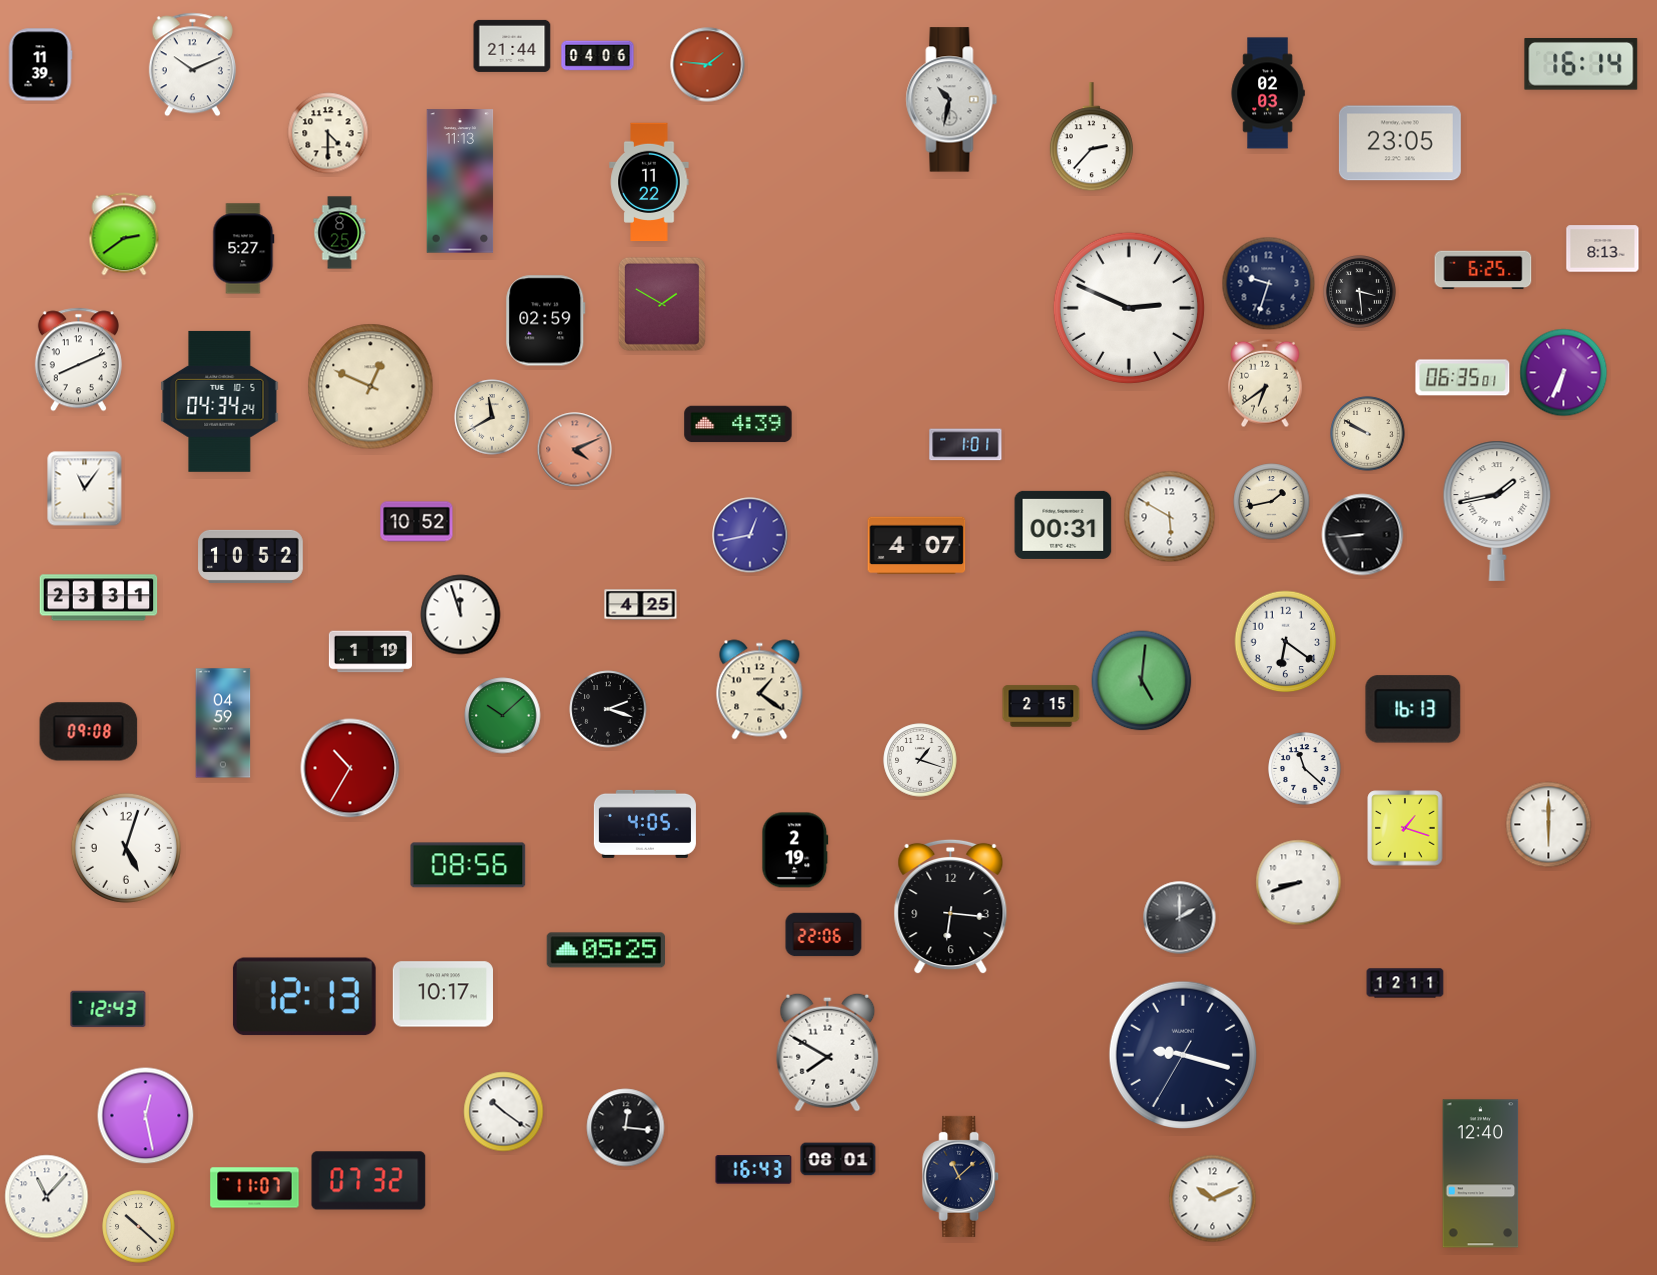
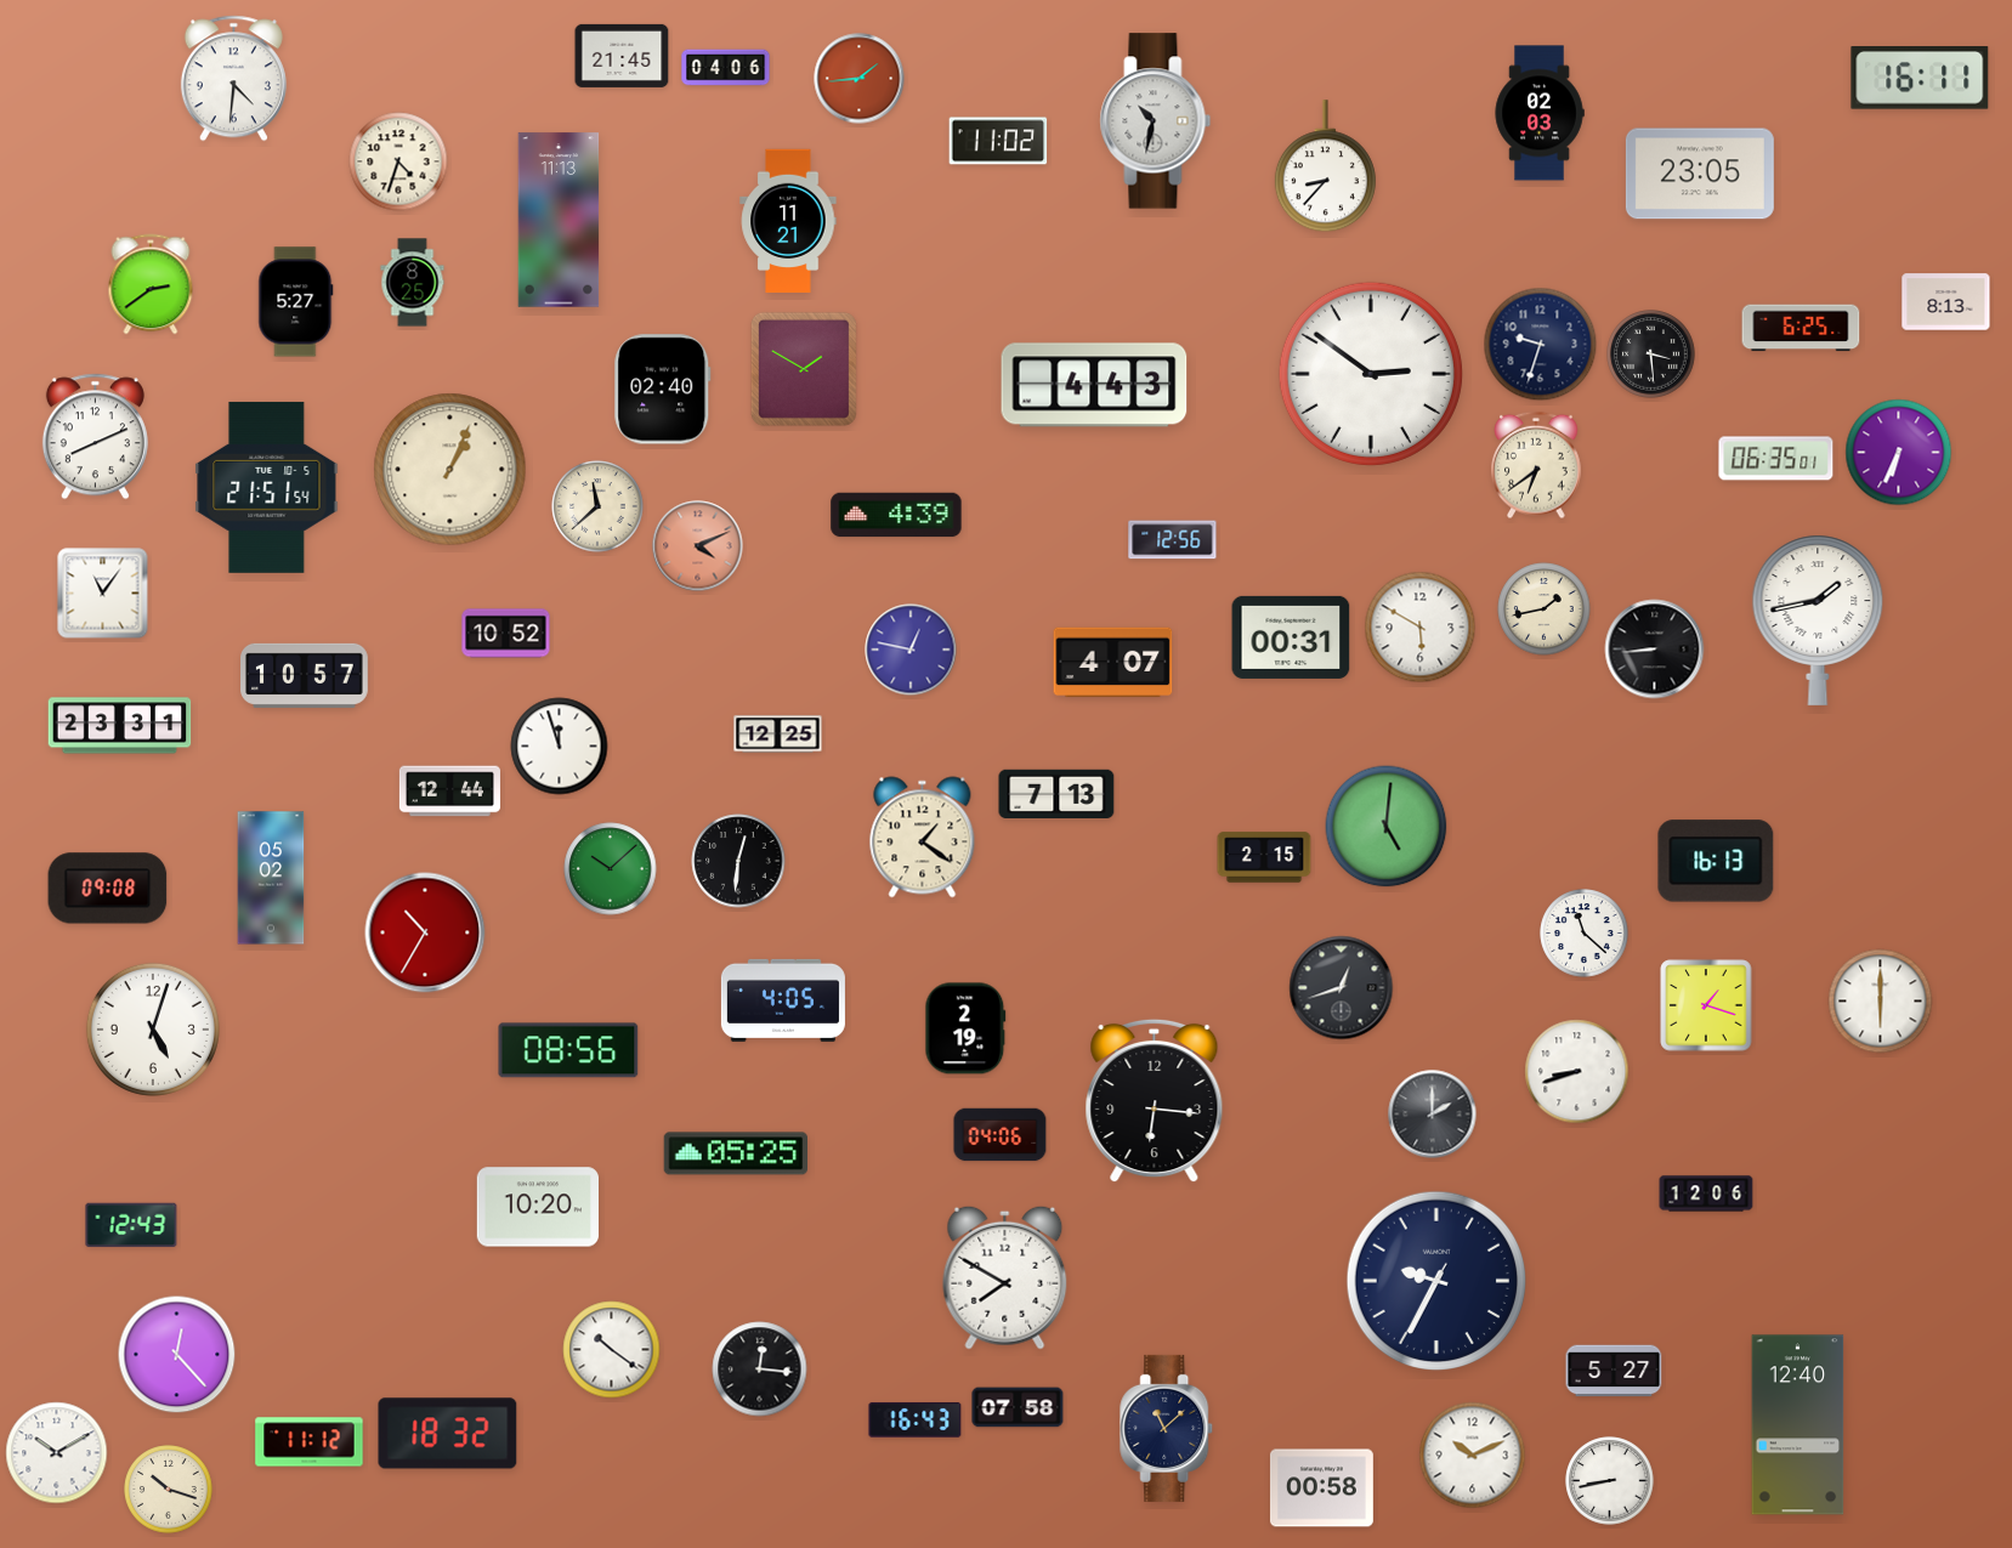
clock at (512, 46): 21:44 -> 21:45
clock at (40, 65): 11:39 -> none
clock at (192, 65): 10:11 -> 4:31
clock at (708, 65): 1:46 -> 1:44
clock at (1581, 65): 16:14 -> 16:11
clock at (998, 141): none -> 11:02
clock at (328, 133): 4:30 -> 4:33
clock at (1091, 137): 2:37 -> 8:37
clock at (649, 182): 11:22 -> 11:21
clock at (1129, 308): 2:49 -> 2:51
clock at (1094, 385): none -> 4:43
clock at (546, 321): 02:59 -> 02:40
clock at (371, 387): 12:49 -> 1:04
clock at (220, 401): 04:34 -> 21:51
clock at (492, 417): 11:40 -> 11:38
clock at (1368, 434): 9:50 -> none
clock at (966, 445): 1:01 -> 12:56
clock at (750, 535): 12:43 -> 12:47
clock at (251, 556): 10:52 -> 10:57
clock at (641, 605): 4:25 -> 12:25
clock at (1286, 642): 6:21 -> none
clock at (370, 652): 1:19 -> 12:44
clock at (1056, 793): none -> 7:13
clock at (608, 709): 2:18 -> 12:31
clock at (223, 723): 04:59 -> 05:02
clock at (920, 760): 1:18 -> none
clock at (1342, 988): none -> 12:42
clock at (795, 850) position: (795, 850) -> (965, 1028)
clock at (824, 935): 22:06 -> 04:06
clock at (1405, 983): 12:11 -> 12:06
clock at (442, 994): 10:17 -> 10:20
clock at (304, 997): 12:13 -> none
clock at (1182, 1054): 9:17 -> 9:34
clock at (146, 1116): 12:28 -> 12:23
clock at (1614, 1371): none -> 5:27
clock at (838, 1159): 08:01 -> 07:58
clock at (369, 1181): 07:32 -> 18:32
clock at (255, 1188): 11:07 -> 11:12
clock at (47, 1197): 11:07 -> 10:10
clock at (1610, 1481): none -> 8:43
clock at (1321, 1489): none -> 00:58
clock at (139, 1227): 10:22 -> 10:18
